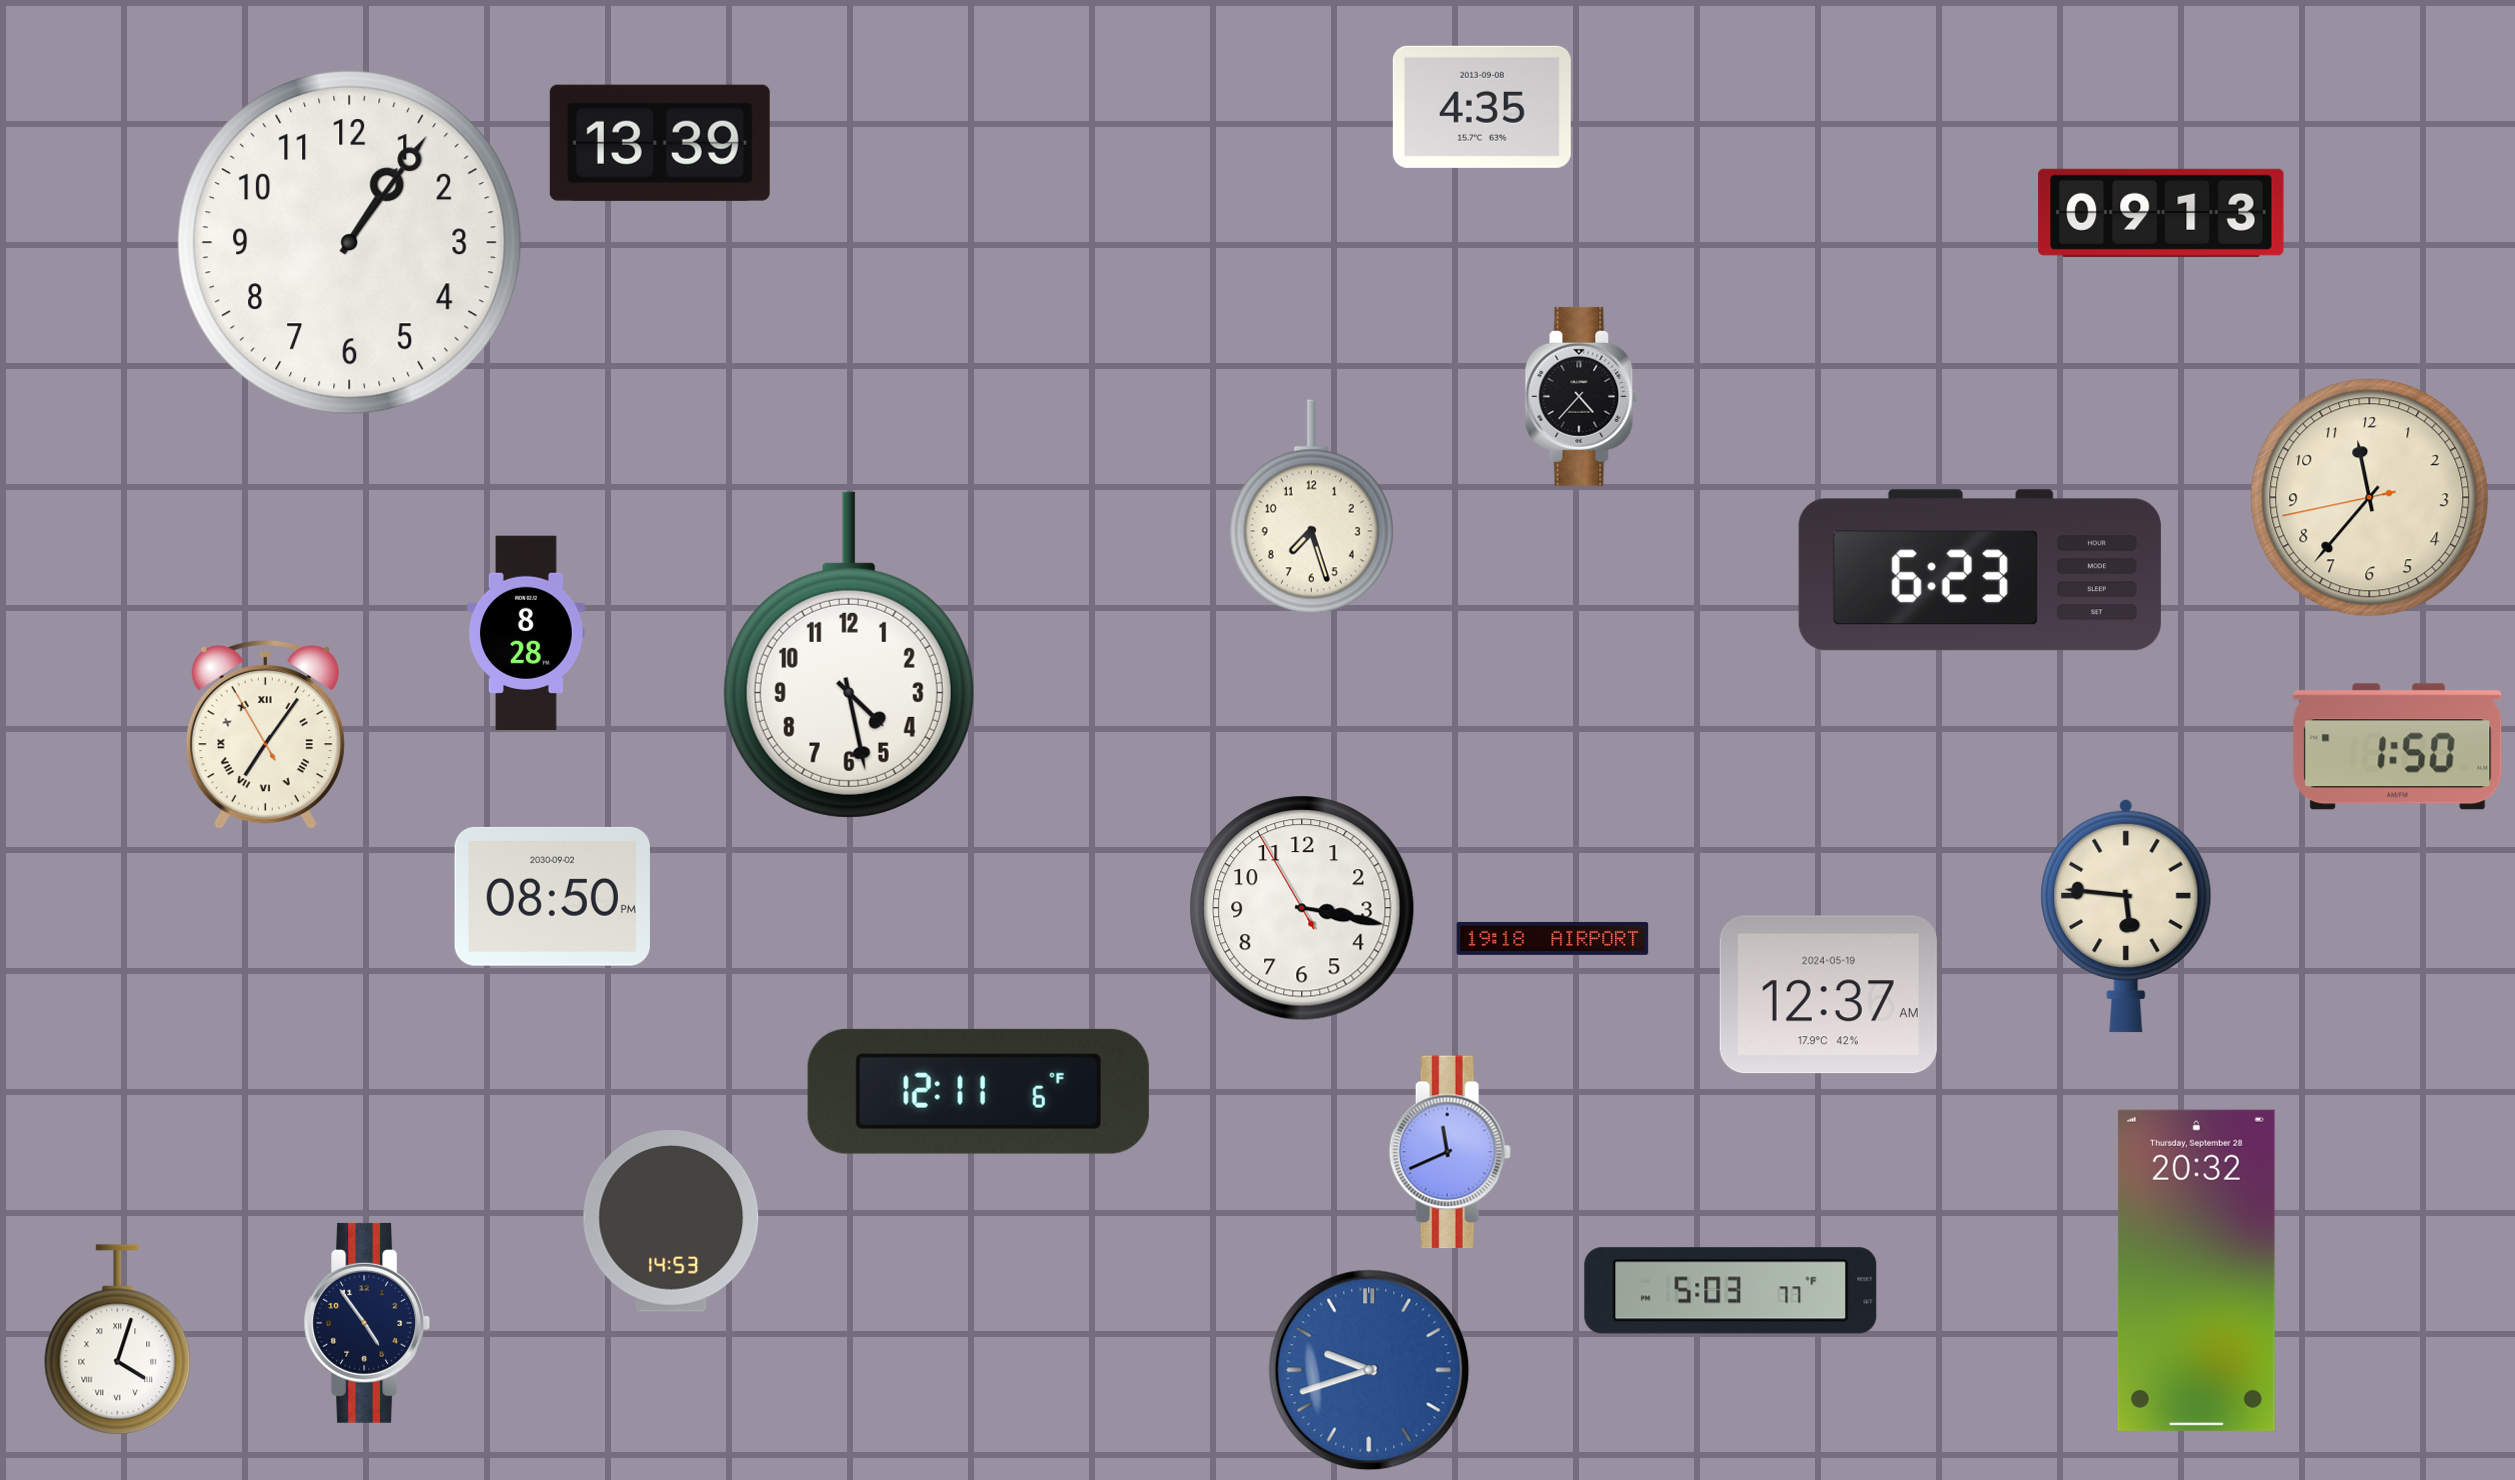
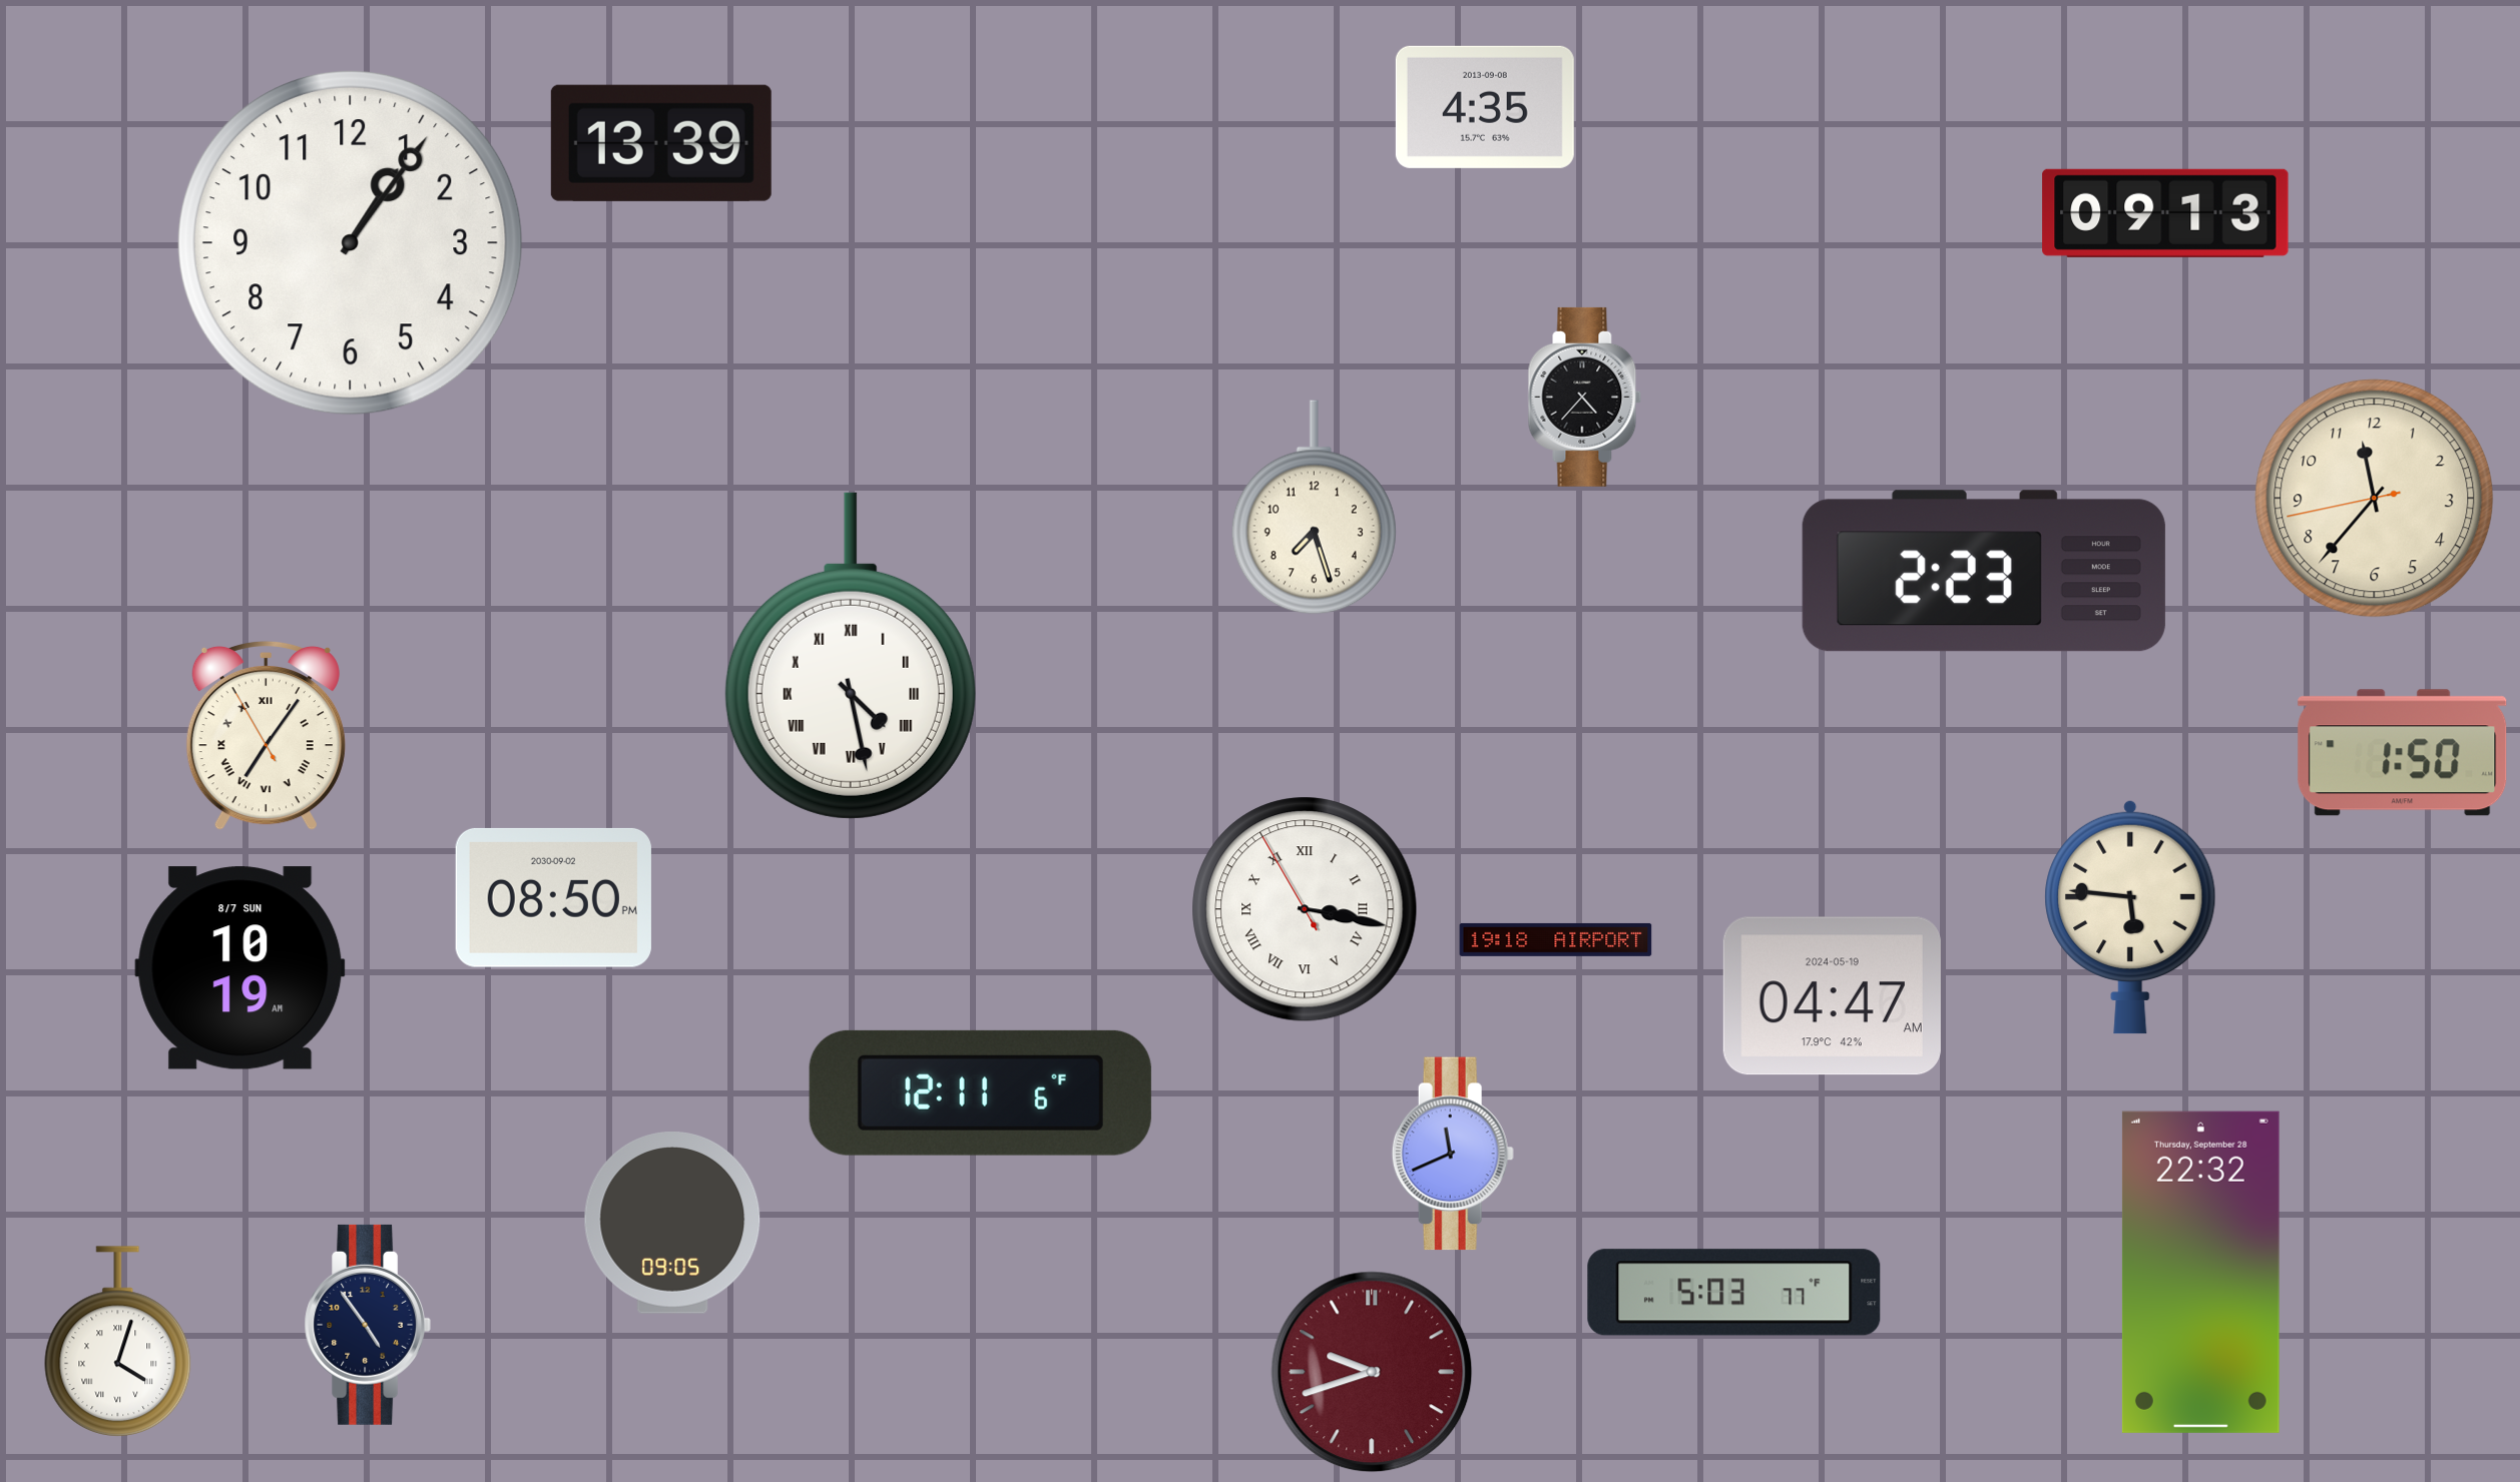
clock at (1980, 570): 6:23 -> 2:23
clock at (527, 633): 8:28 -> none
clock at (849, 655) numerals: Arabic -> Roman
clock at (2398, 747) position: (2398, 747) -> (2403, 753)
clock at (1302, 908) numerals: Arabic -> Roman
clock at (240, 968): none -> 10:19
clock at (1828, 995): 12:37 -> 04:47
clock at (671, 1222): 14:53 -> 09:05
clock at (2196, 1270): 20:32 -> 22:32
clock at (1369, 1370) dial: blue -> burgundy
